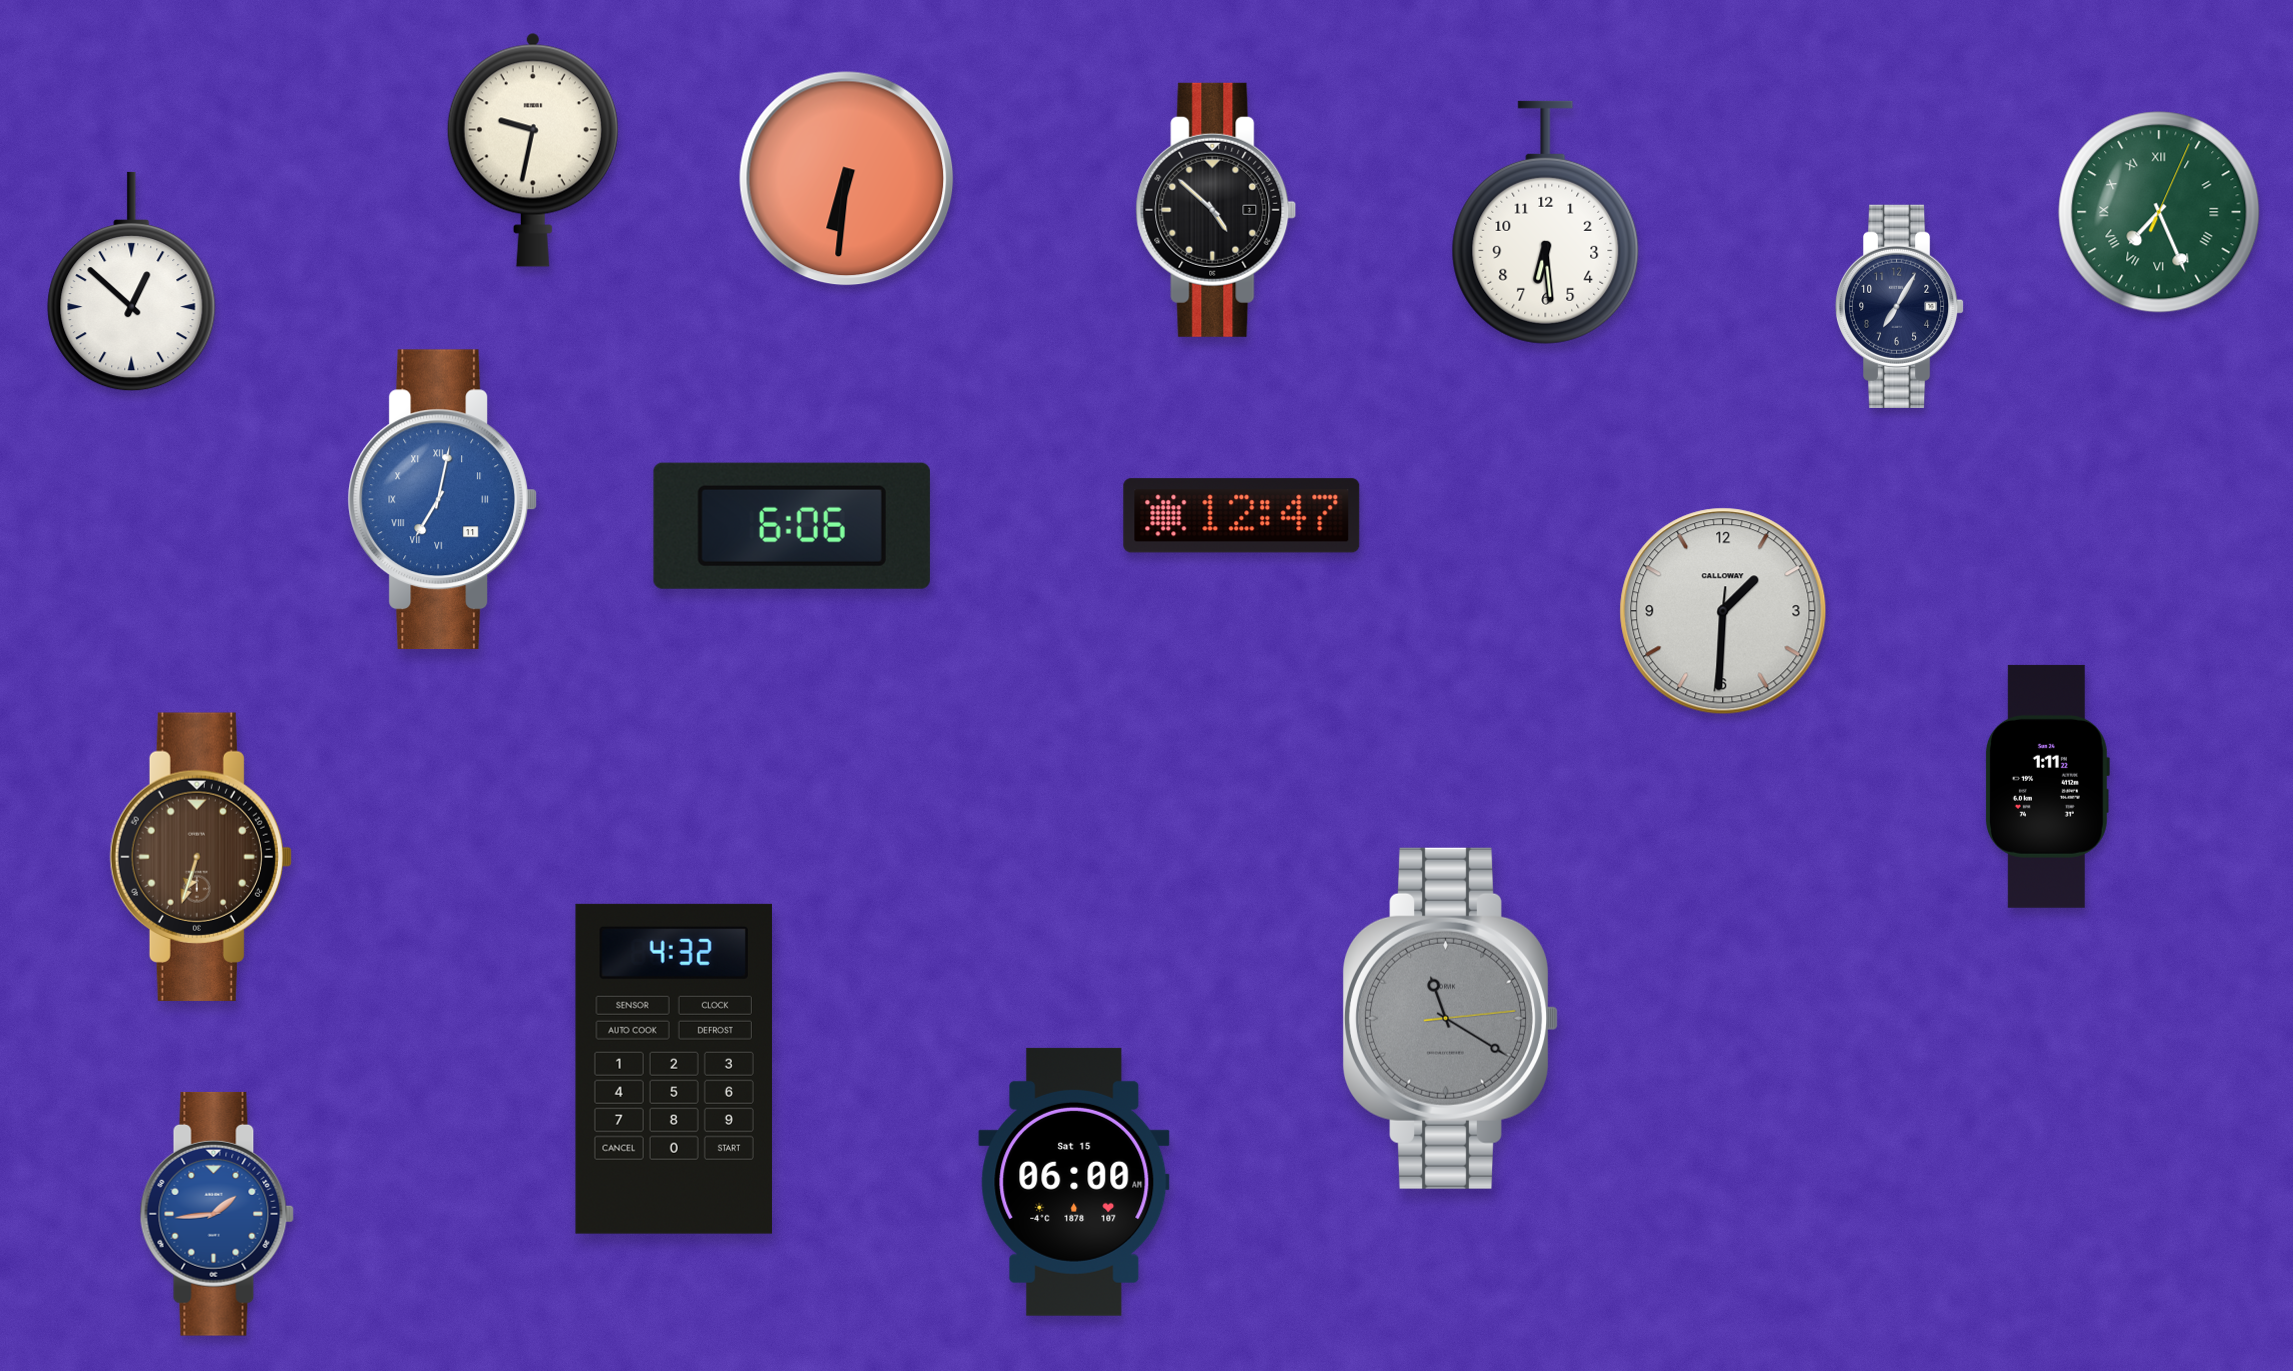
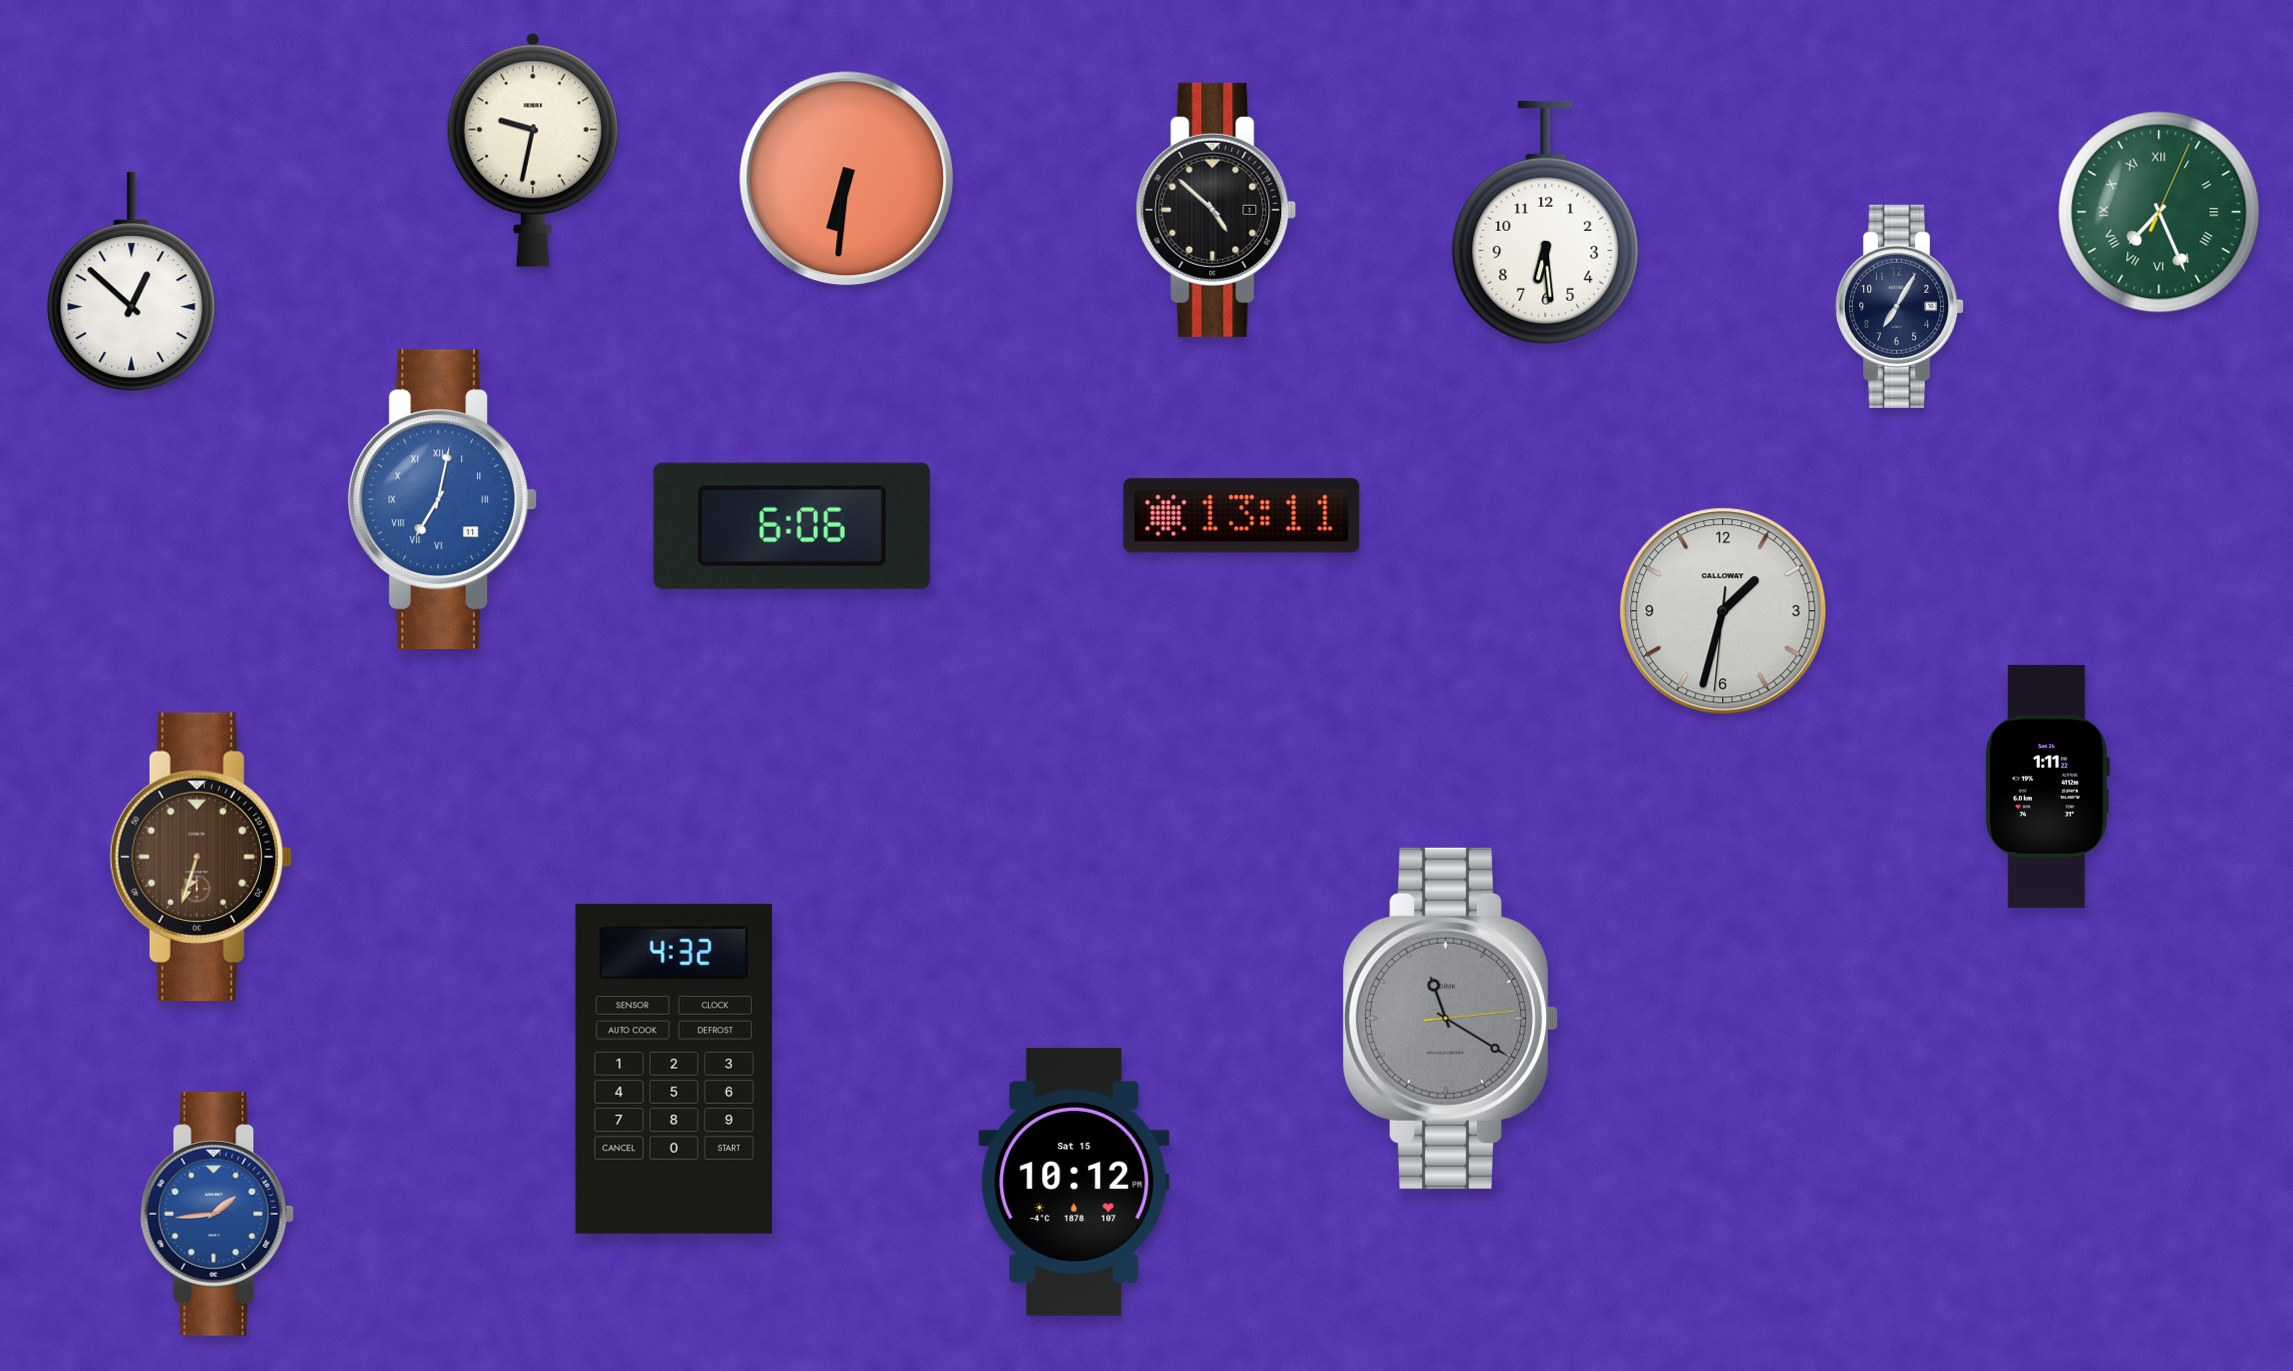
clock at (1242, 516): 12:47 -> 13:11
clock at (1723, 611): 1:30 -> 1:32
clock at (1074, 1182): 06:00 -> 10:12
